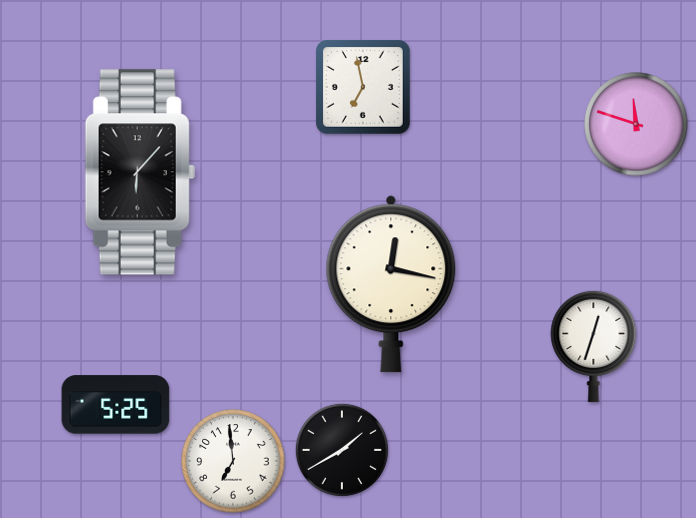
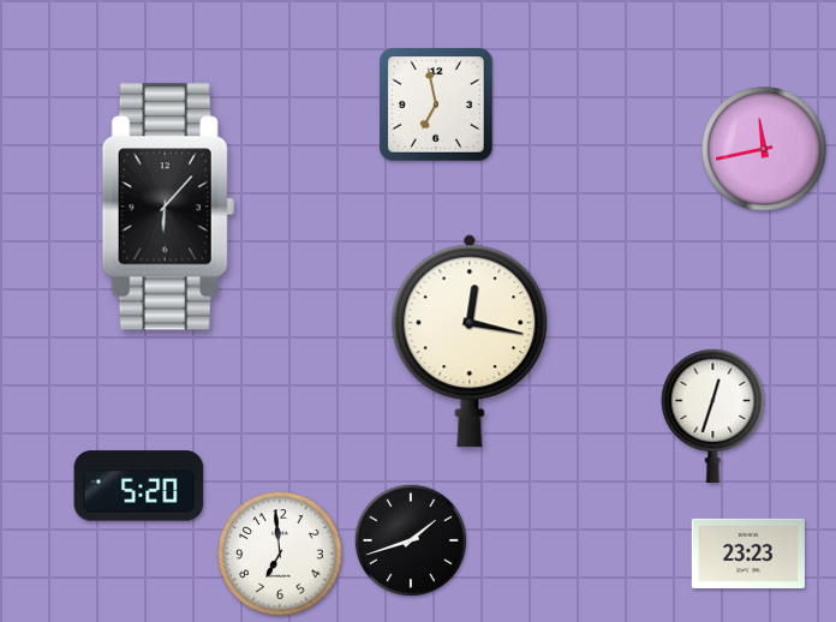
clock at (636, 124): 11:48 -> 11:43
clock at (116, 405): 5:25 -> 5:20
clock at (342, 450): 1:40 -> 1:42
clock at (748, 554): none -> 23:23
